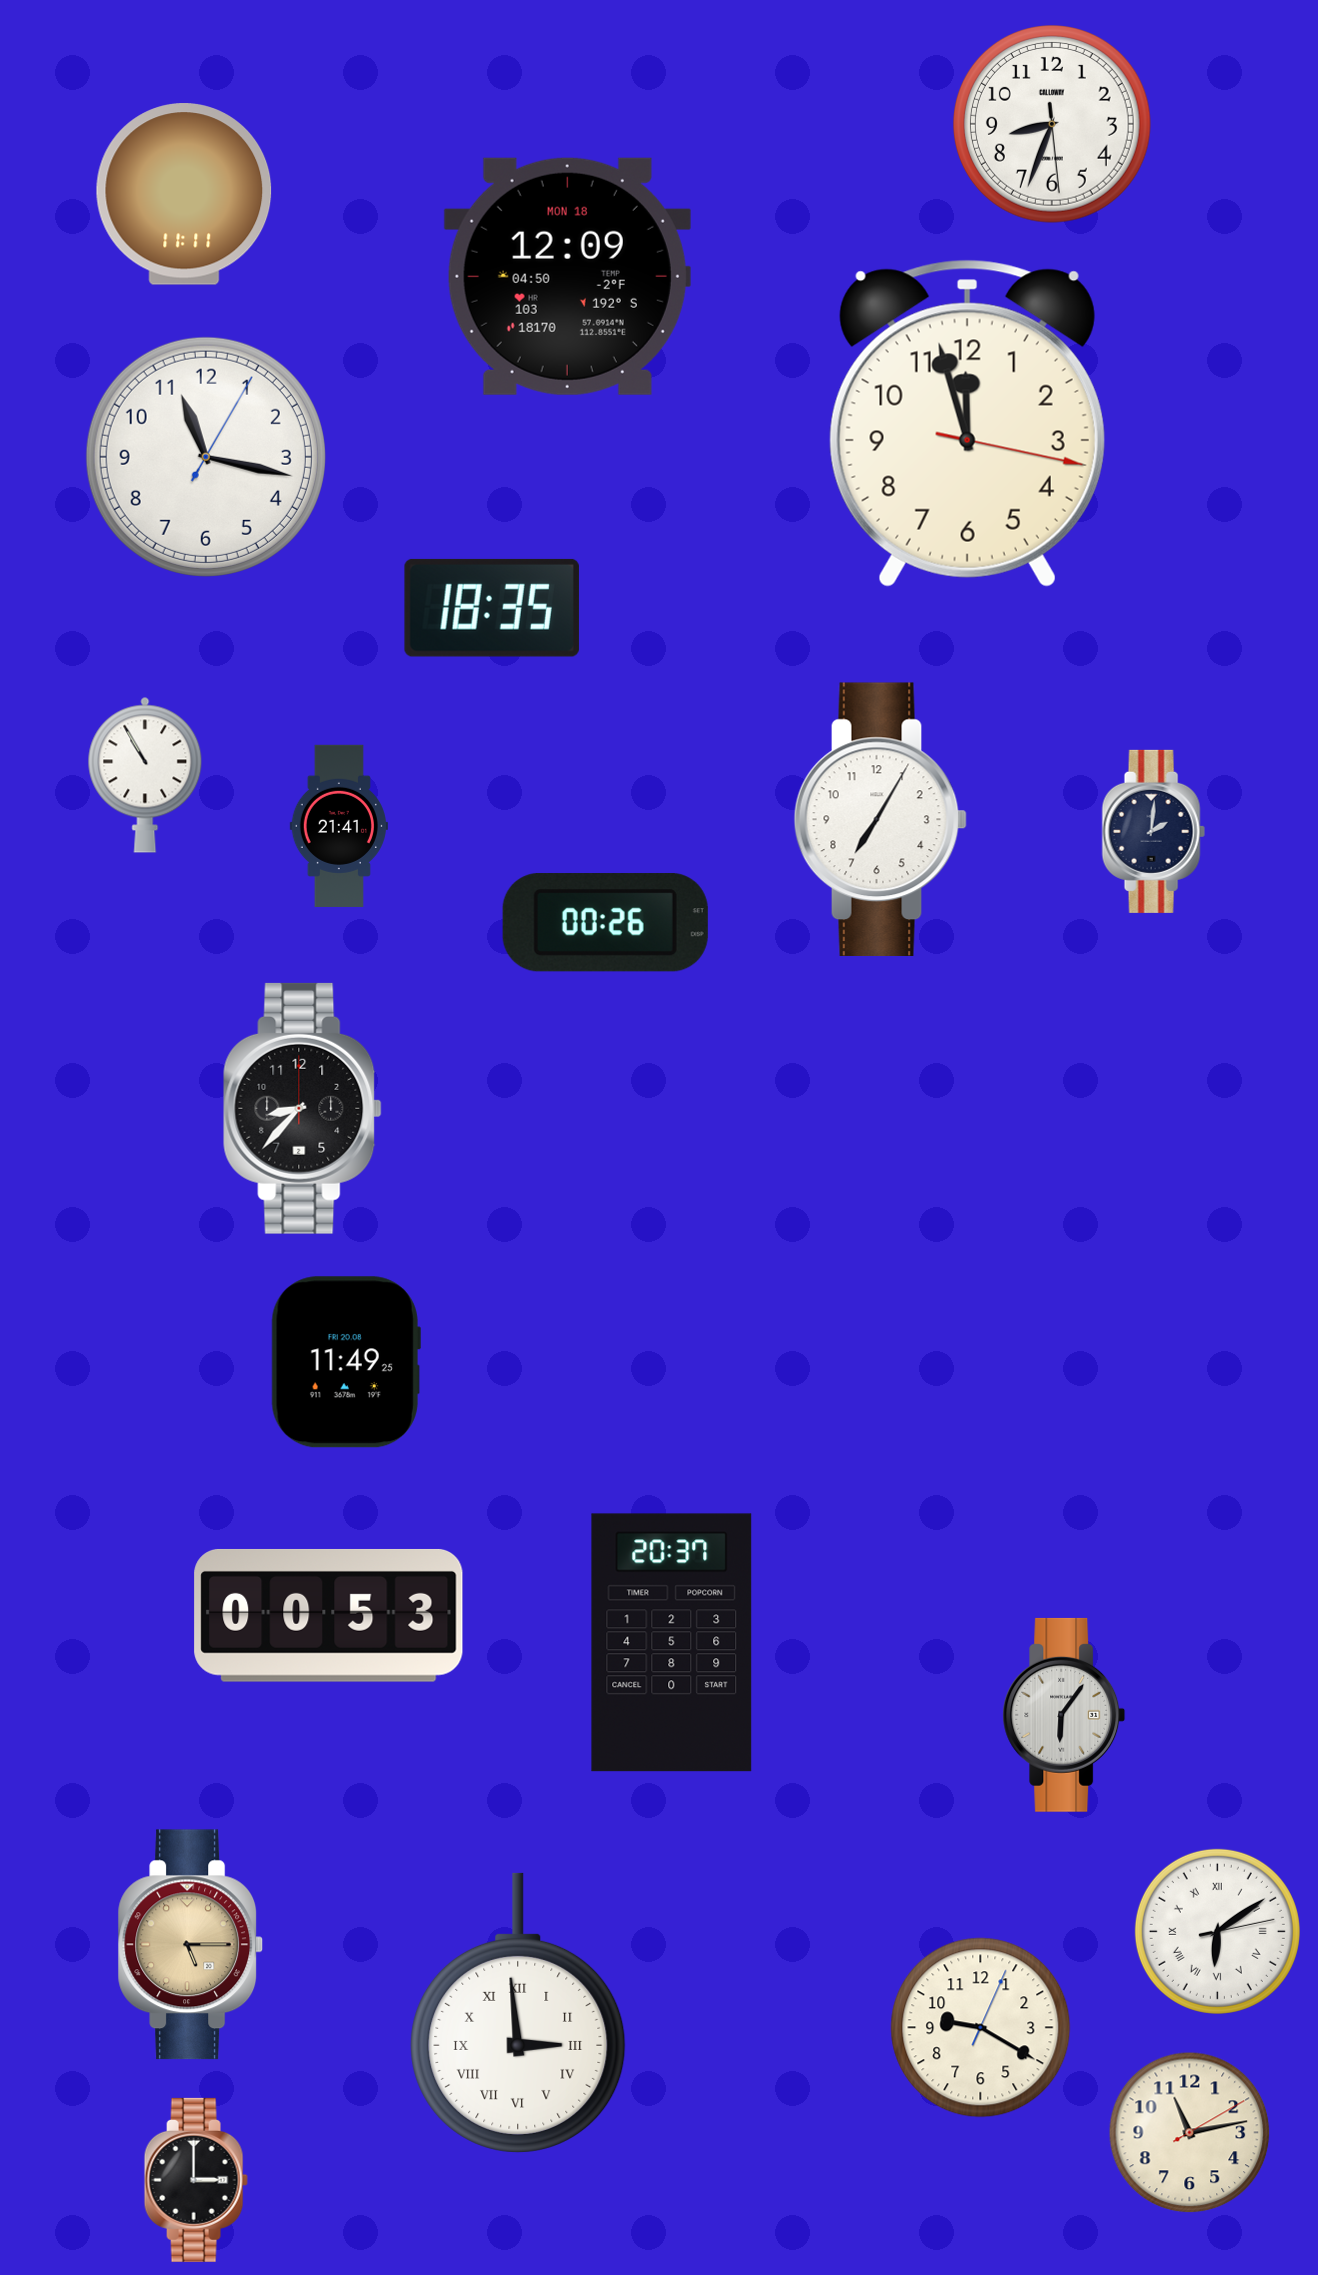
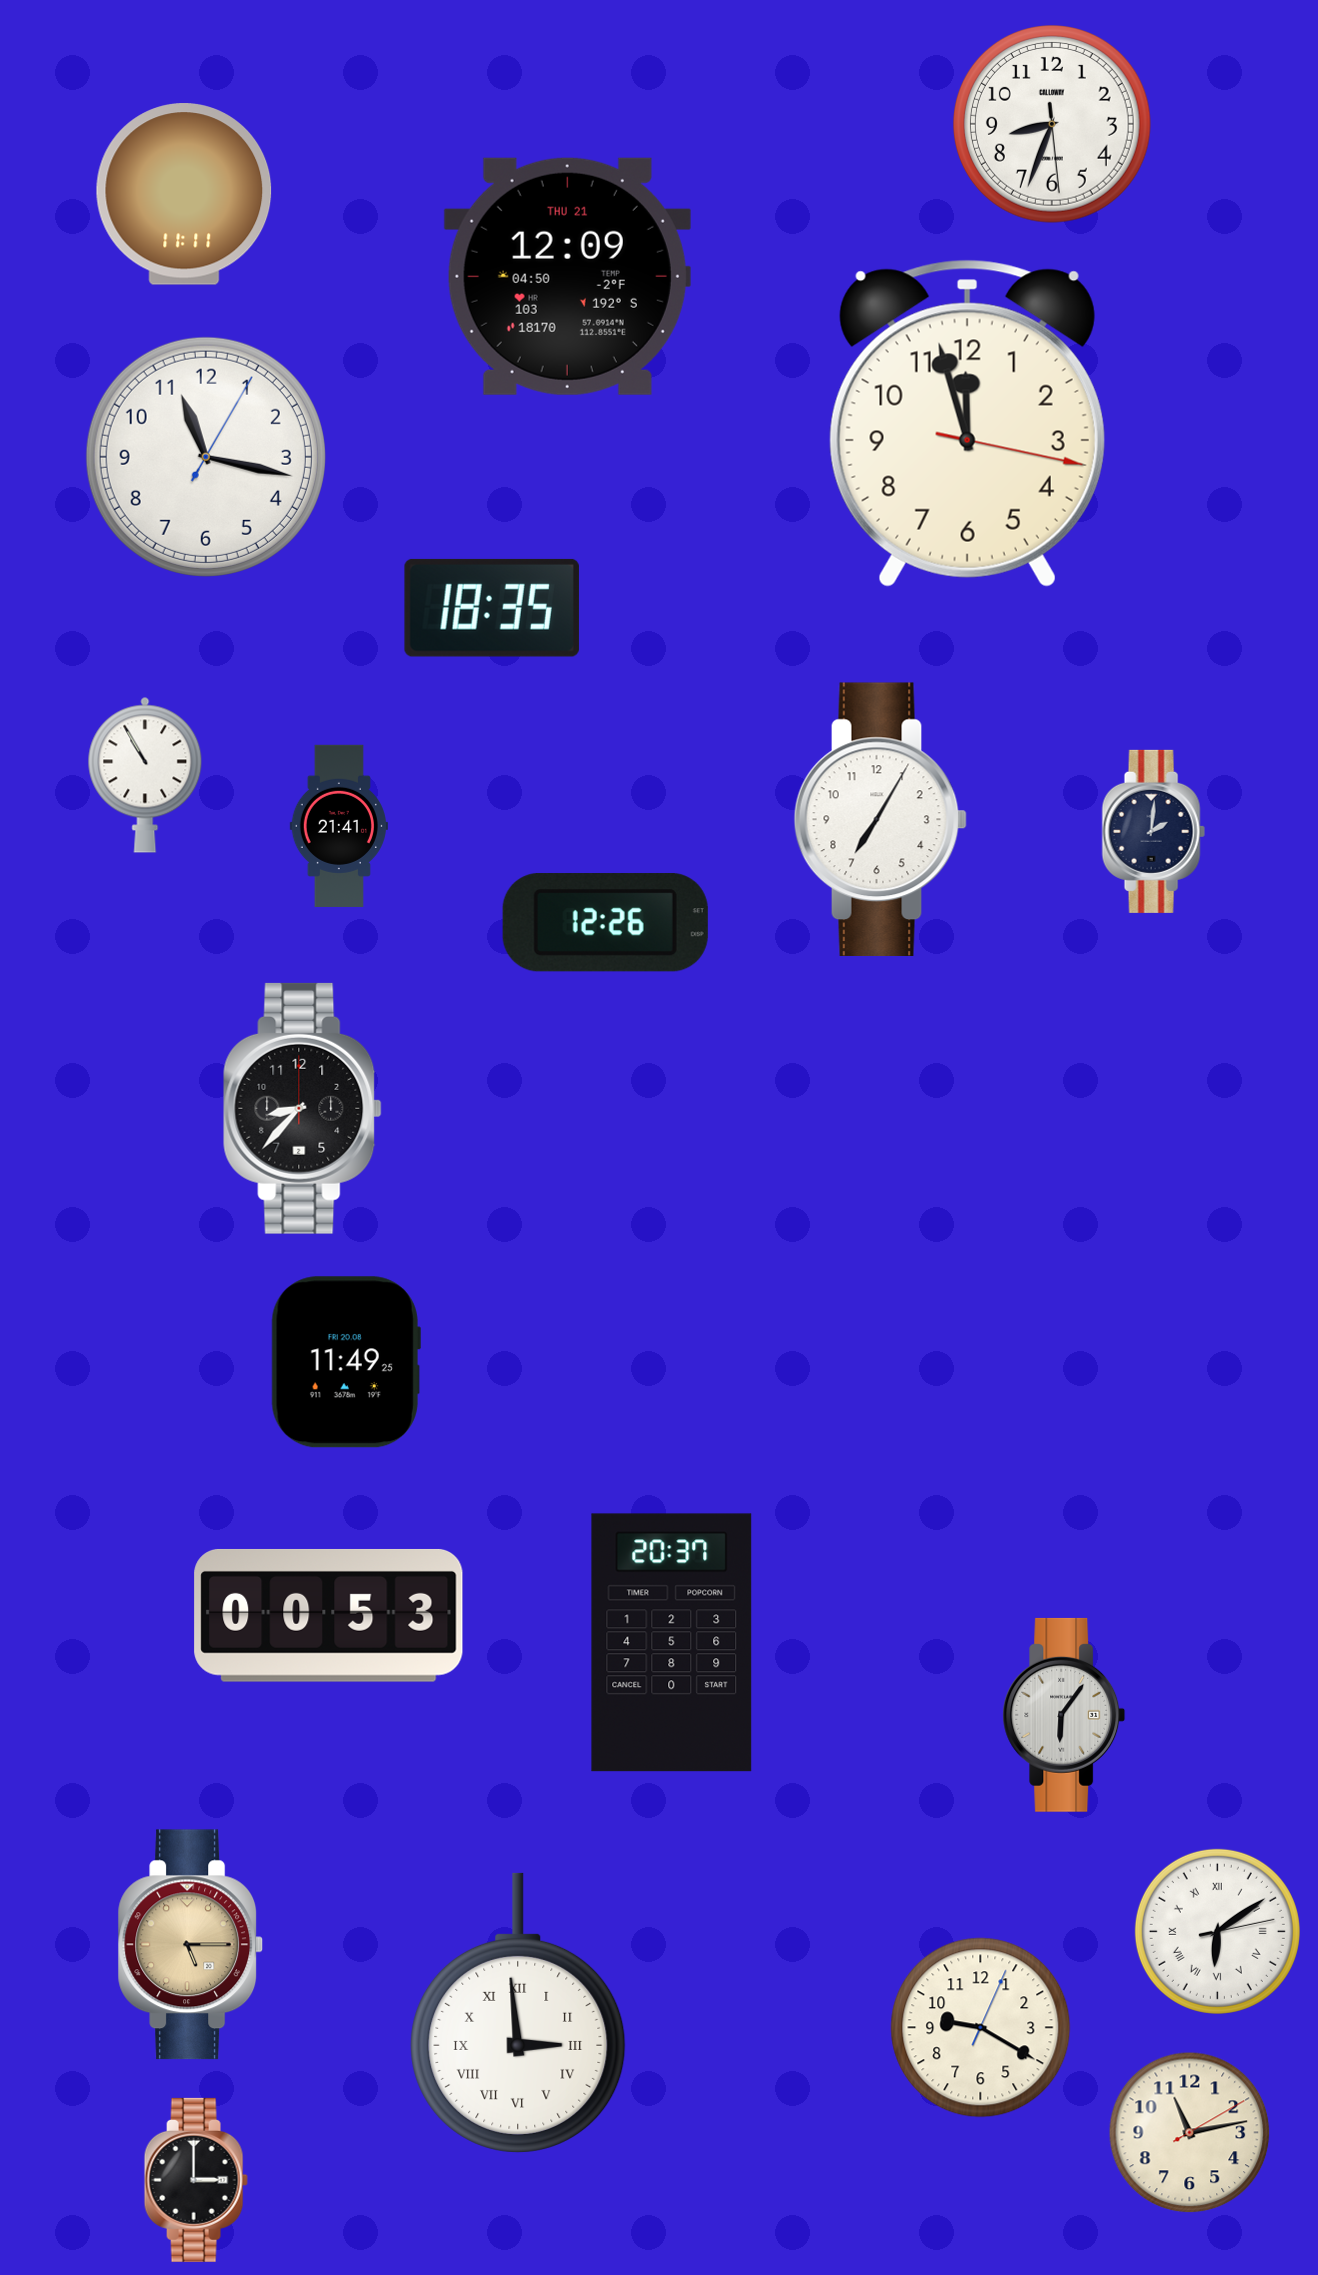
clock at (567, 276) date: MON 18 -> THU 21
clock at (605, 923): 00:26 -> 12:26
